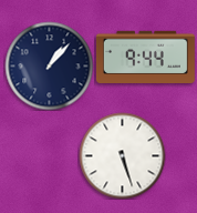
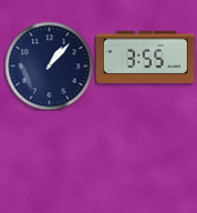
clock at (145, 57): 9:44 -> 3:55
clock at (122, 155): 5:27 -> none
